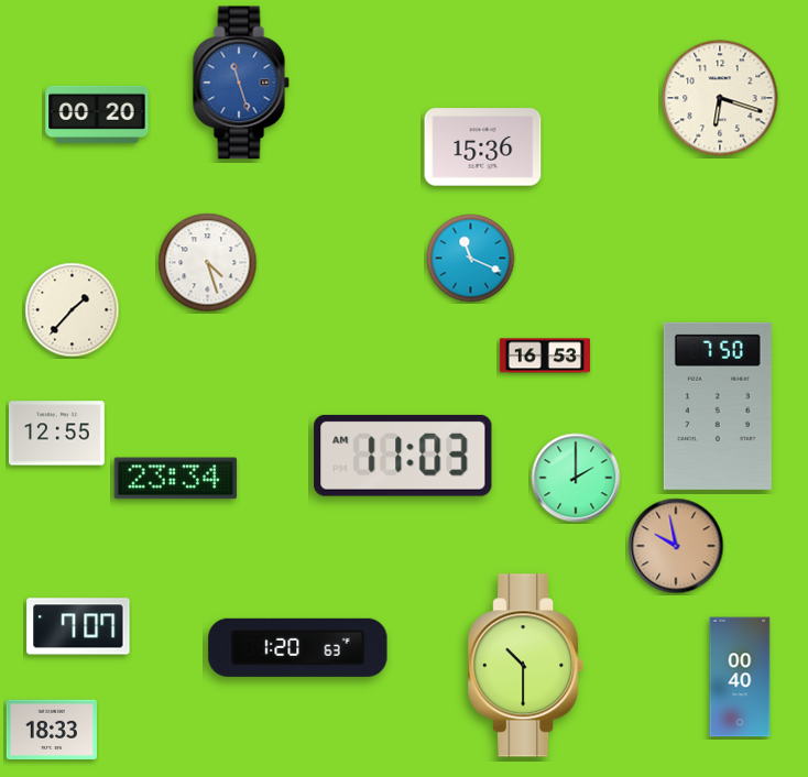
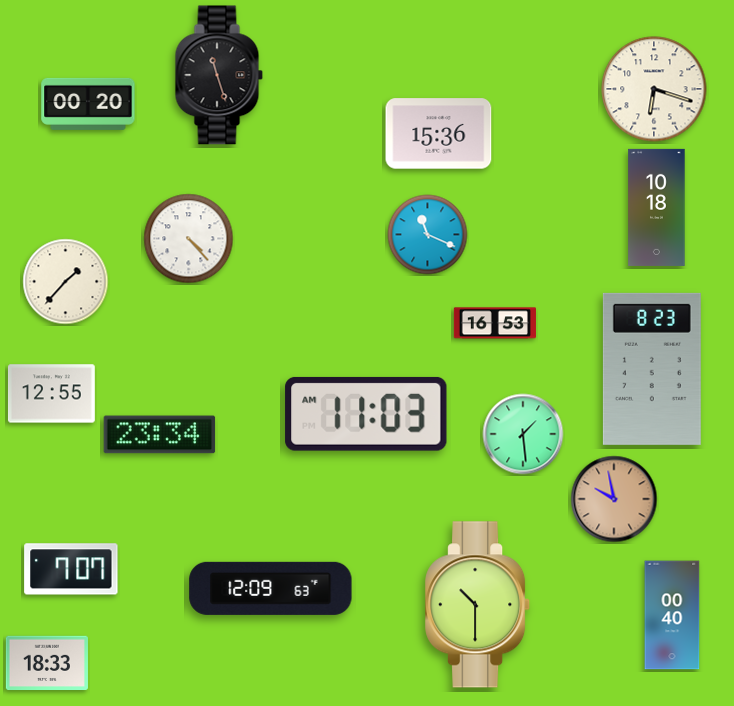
clock at (241, 83) dial: blue -> black
clock at (657, 207): none -> 10:18
clock at (208, 263): 4:27 -> 4:23
clock at (718, 406): 7:50 -> 8:23
clock at (576, 478): 2:00 -> 1:29
clock at (676, 546) position: (676, 546) -> (614, 499)
clock at (298, 647): 1:20 -> 12:09
